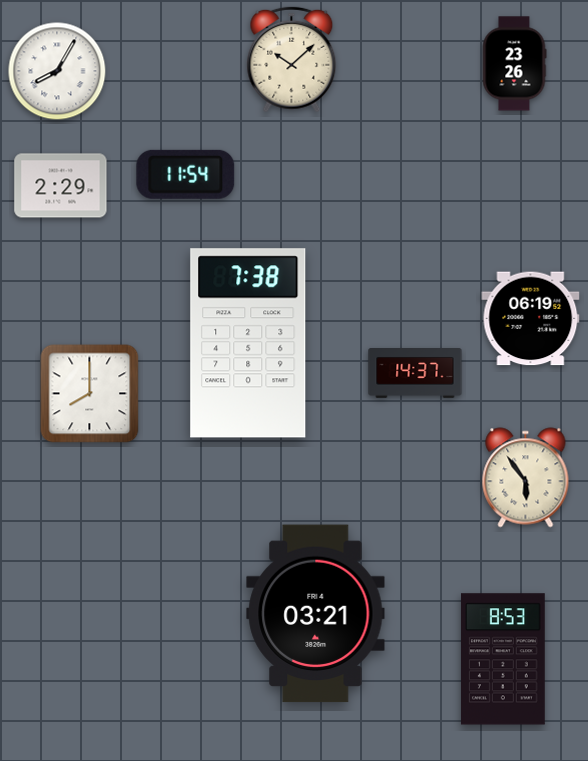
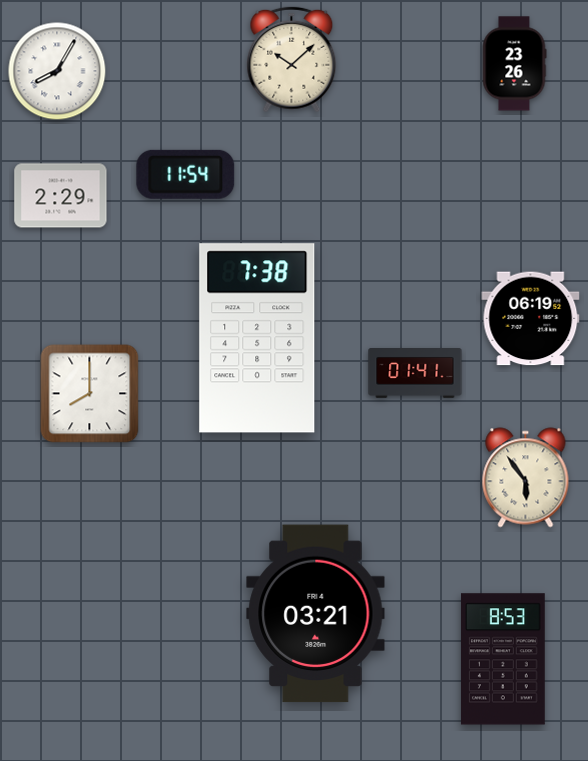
clock at (61, 186) position: (61, 186) -> (61, 196)
clock at (248, 343) position: (248, 343) -> (257, 338)
clock at (415, 374): 14:37 -> 01:41
